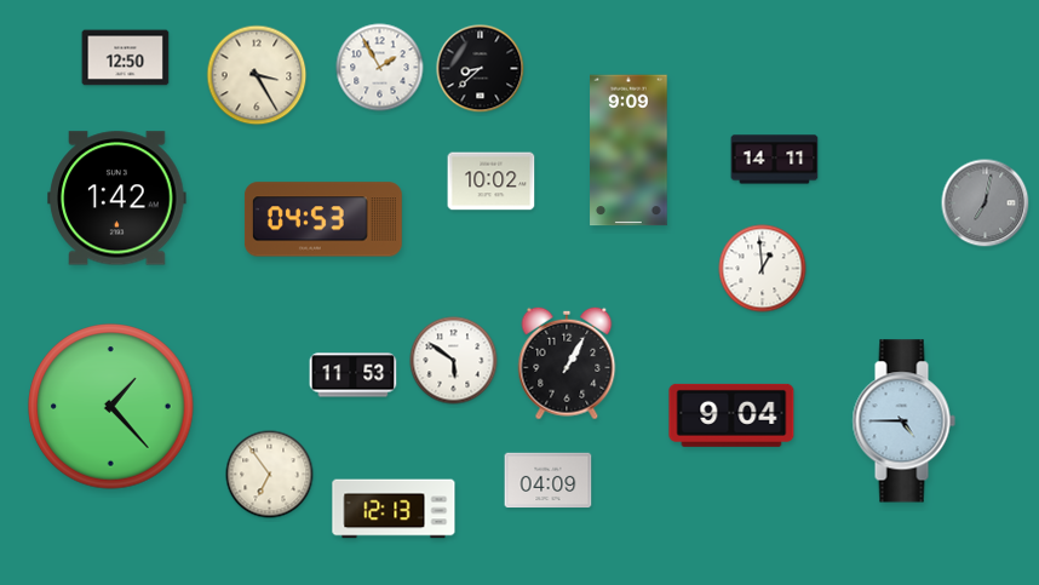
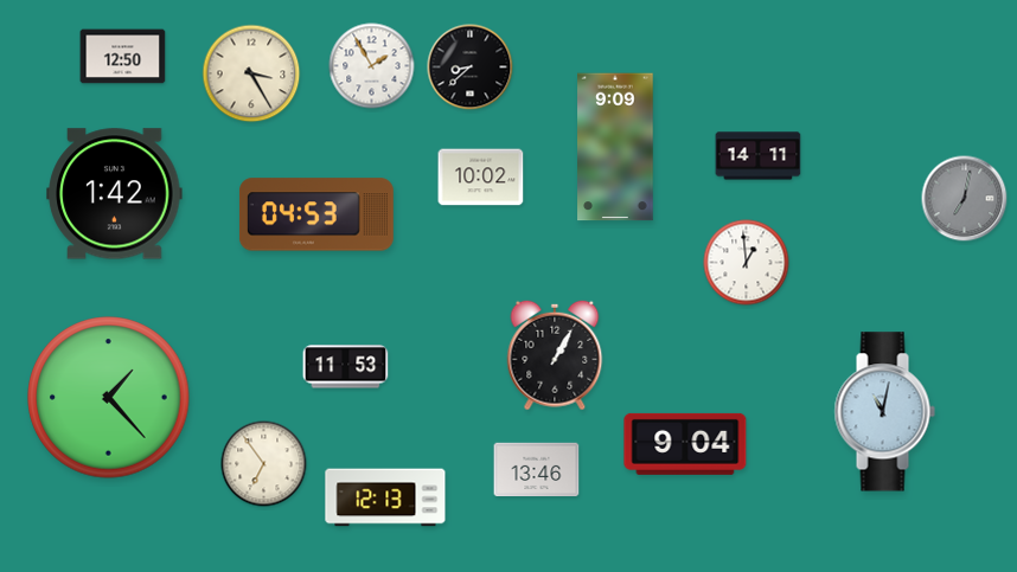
clock at (454, 361): 5:51 -> none
clock at (731, 415) position: (731, 415) -> (685, 444)
clock at (903, 421): 4:45 -> 11:02
clock at (549, 481): 04:09 -> 13:46
